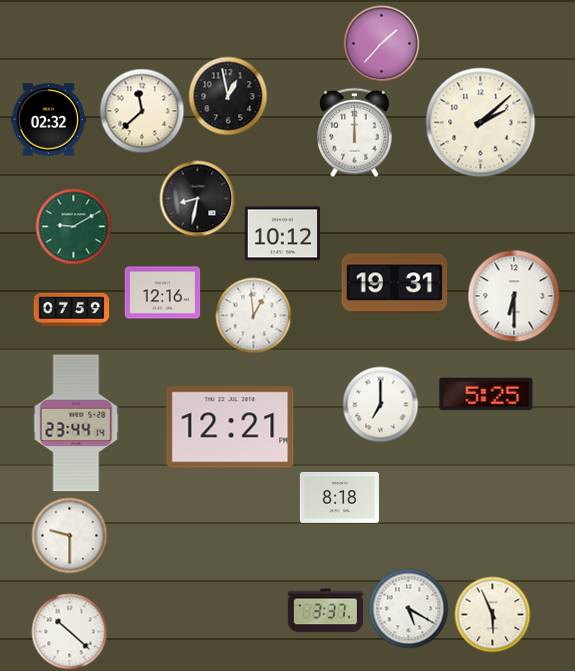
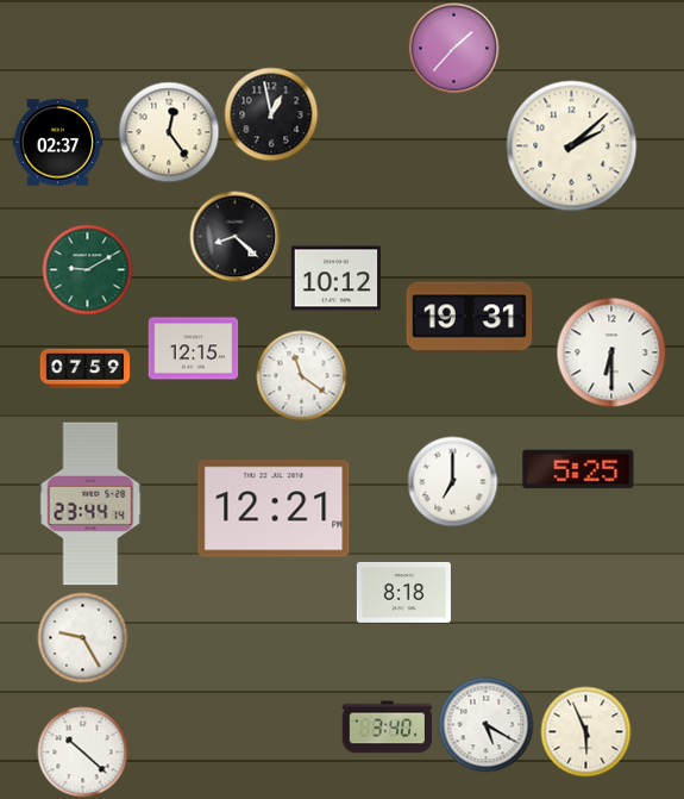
clock at (382, 44) position: (382, 44) -> (454, 49)
clock at (142, 111): 11:38 -> 12:24
clock at (49, 120): 02:32 -> 02:37
clock at (355, 133): 12:00 -> none
clock at (198, 199): 8:32 -> 8:22
clock at (395, 284) position: (395, 284) -> (470, 318)
clock at (163, 293): 12:16 -> 12:15
clock at (254, 316): 12:59 -> 11:21
clock at (70, 536): 9:30 -> 9:25
clock at (326, 611): 3:37 -> 3:40
